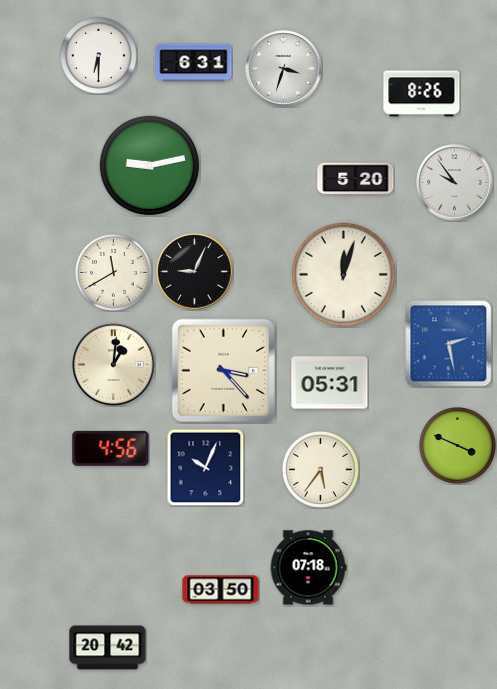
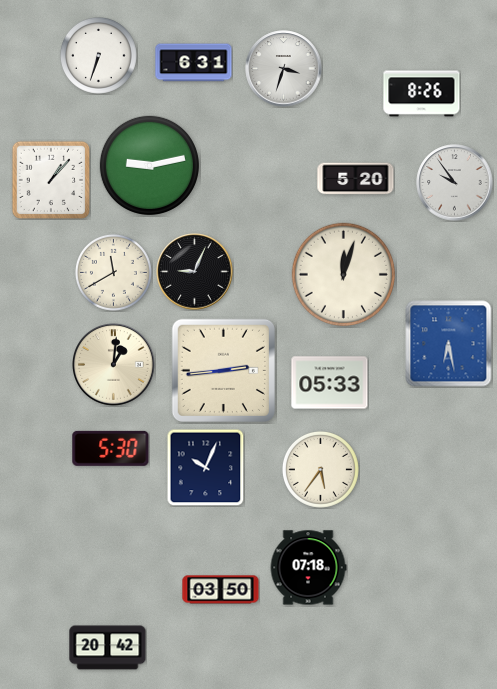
clock at (98, 55): 6:30 -> 6:33
clock at (50, 179): none -> 1:07
clock at (449, 344): 2:28 -> 6:28
clock at (223, 370): 3:23 -> 2:44
clock at (330, 383): 05:31 -> 05:33
clock at (457, 445): 3:49 -> none
clock at (111, 448): 4:56 -> 5:30
